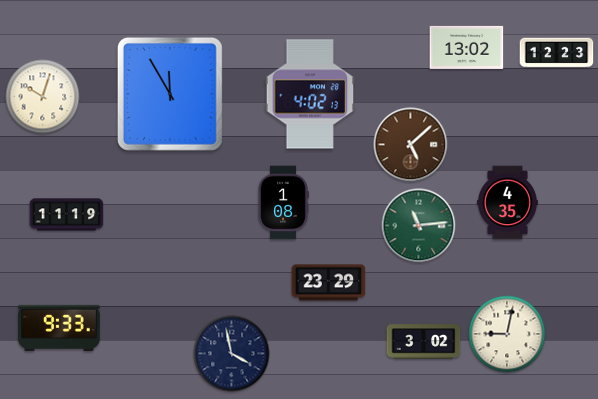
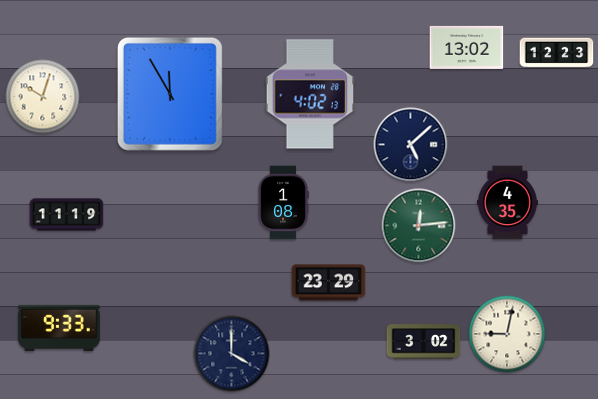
clock at (411, 145) dial: brown -> navy
clock at (419, 226): 11:14 -> 12:14
clock at (232, 354): 3:58 -> 4:00
